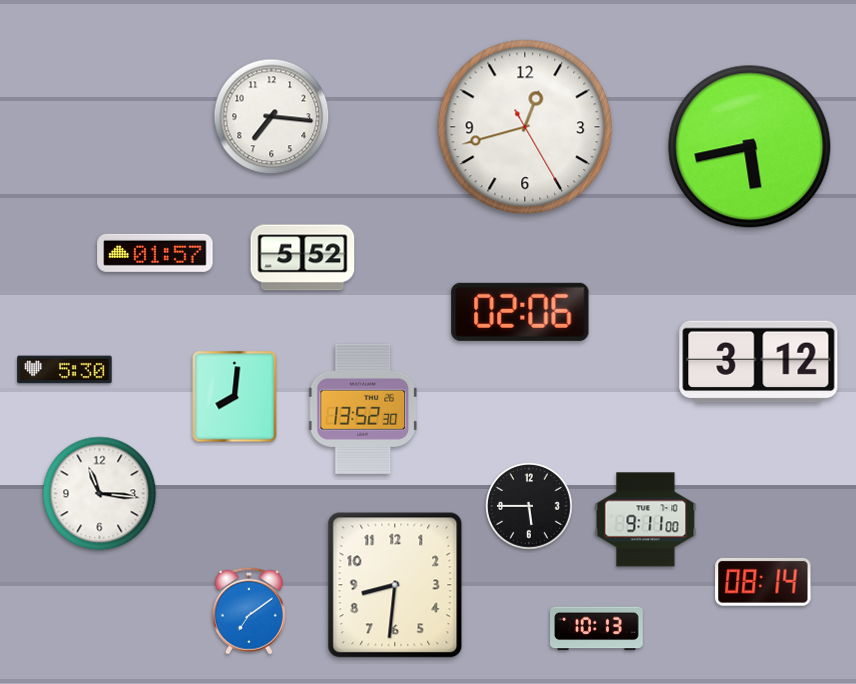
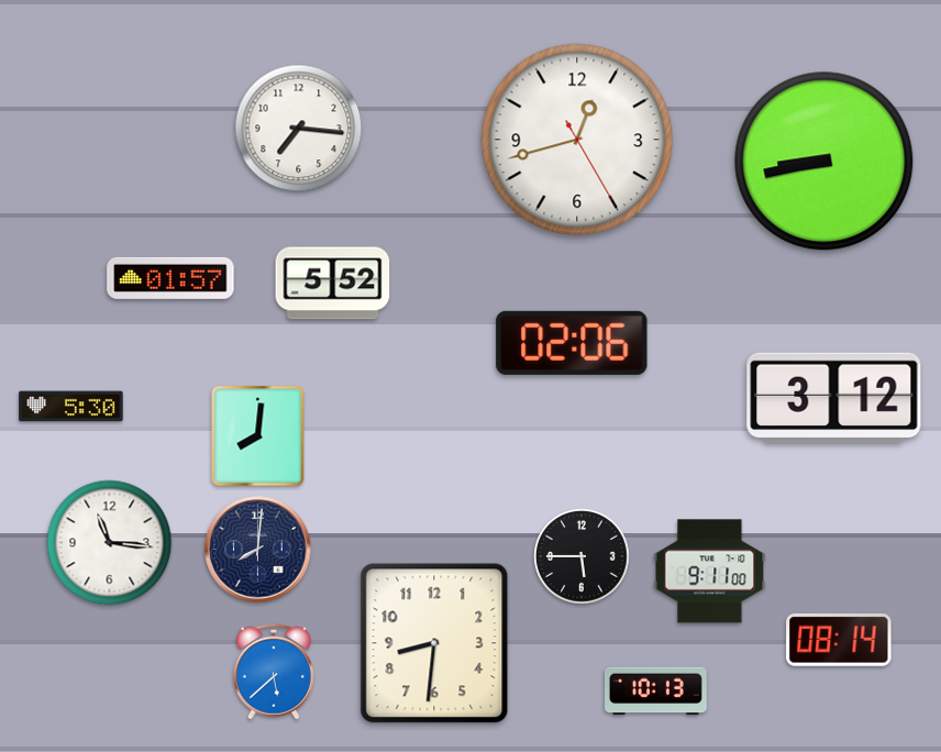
clock at (750, 147): 5:43 -> 8:43
clock at (362, 409): 13:52 -> none
clock at (258, 550): none -> 8:01
clock at (249, 611): 7:09 -> 5:38
